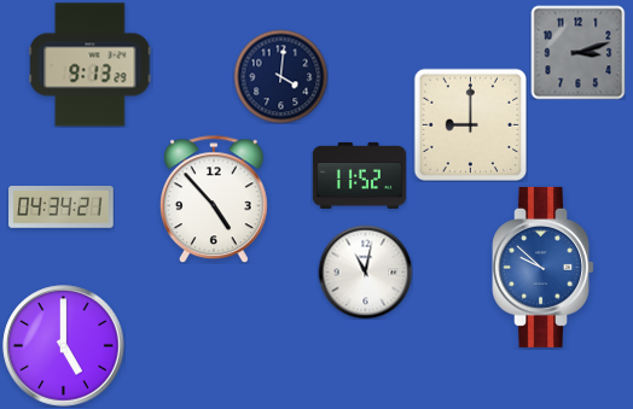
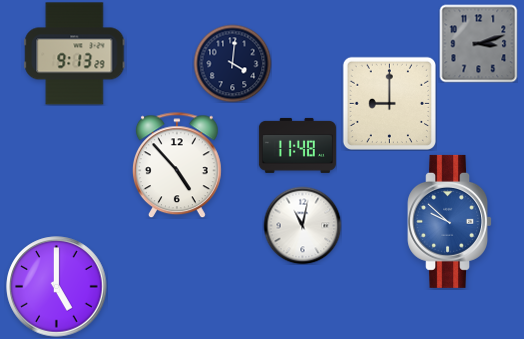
clock at (359, 175): 11:52 -> 11:48
clock at (62, 208): 04:34 -> none
clock at (64, 346) position: (64, 346) -> (57, 287)
